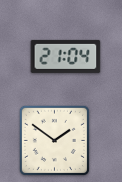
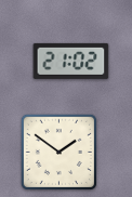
clock at (66, 56): 21:04 -> 21:02
